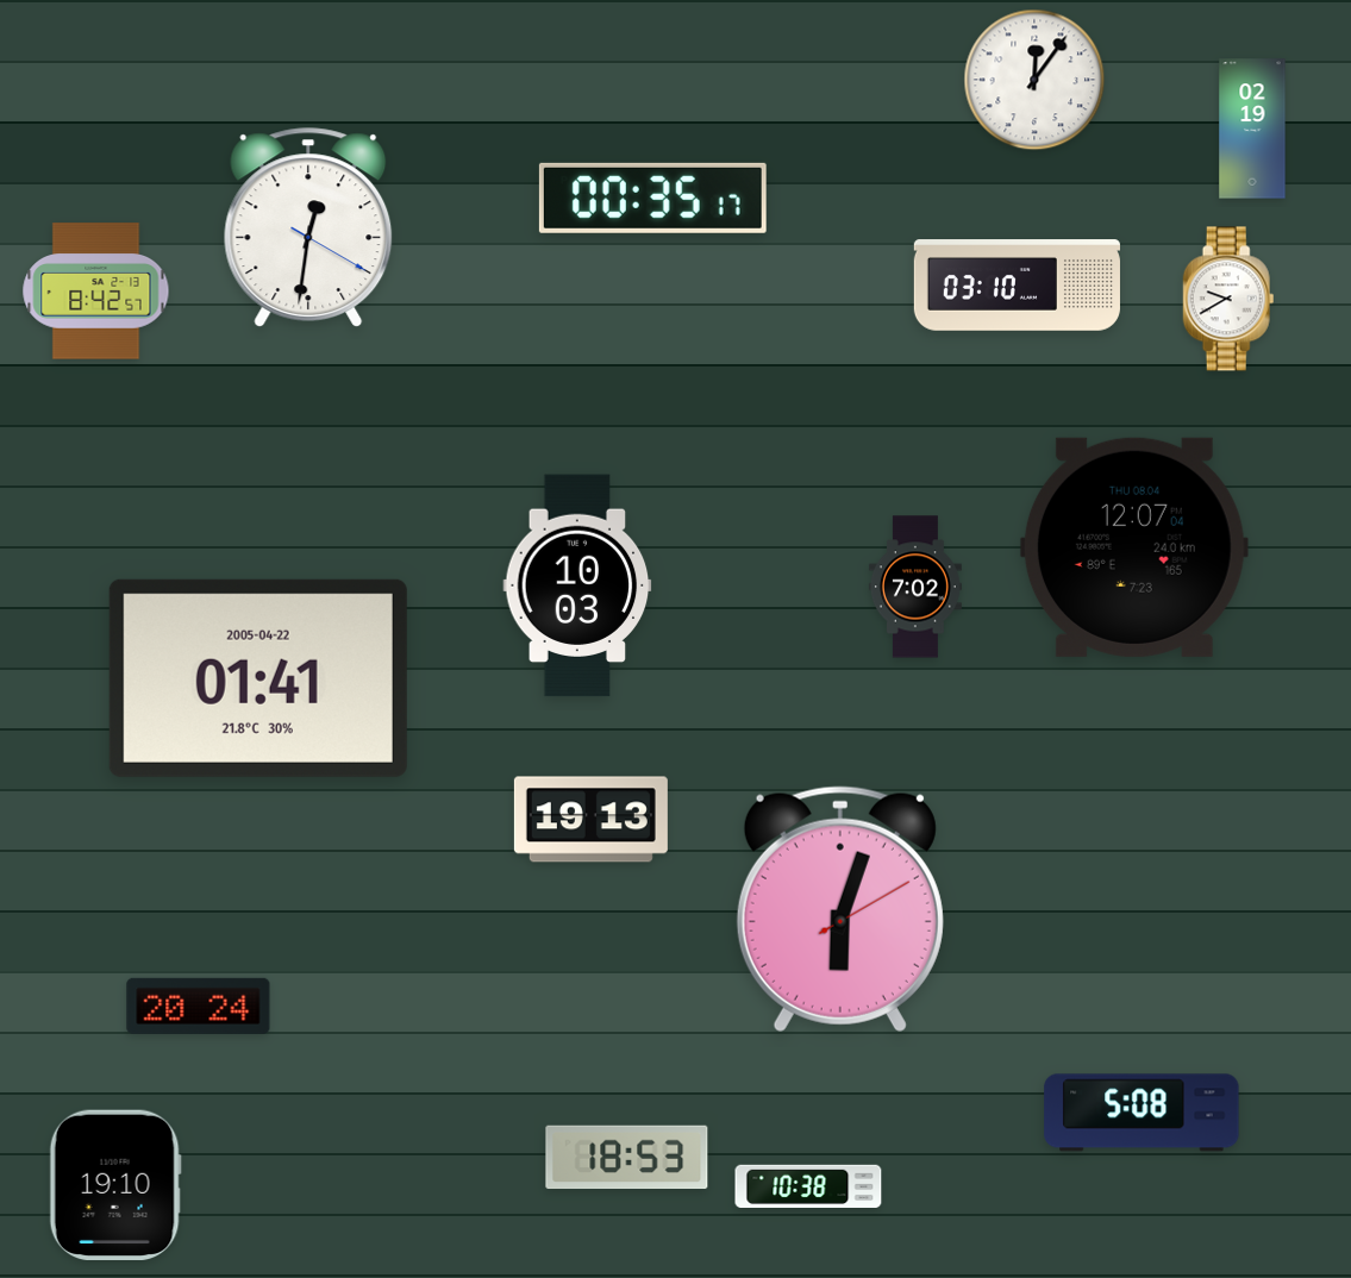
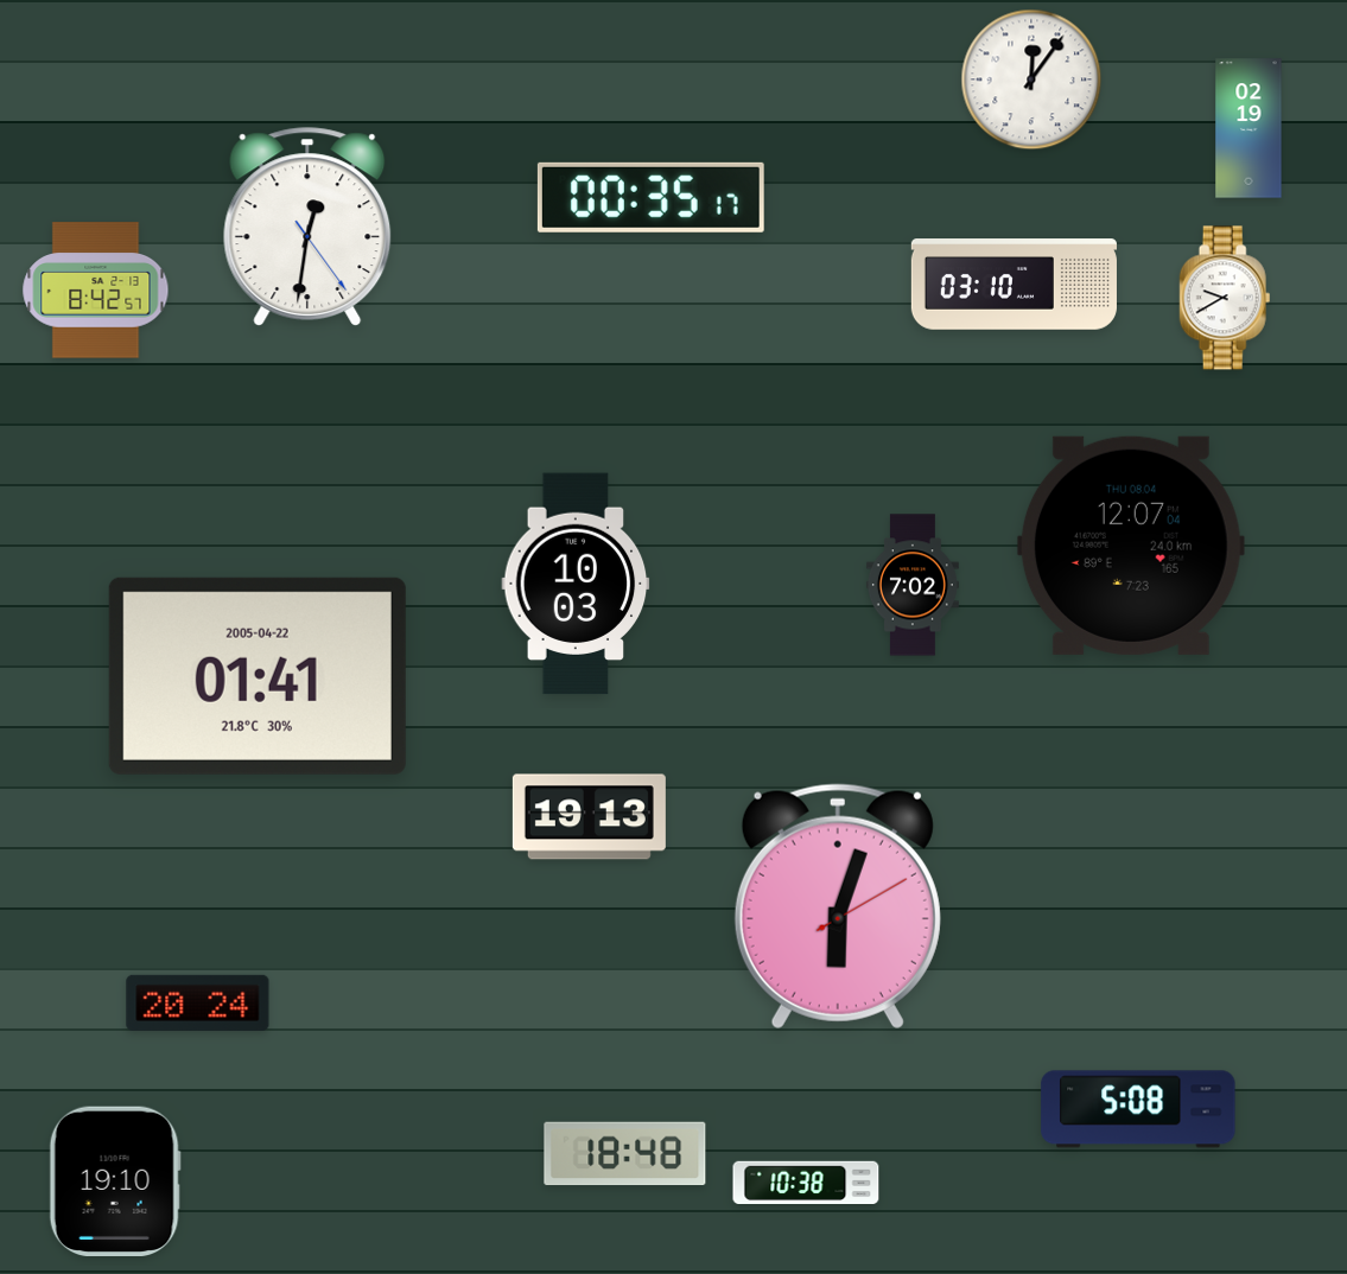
clock at (308, 227): 12:31:20 -> 12:31:24
clock at (627, 1158): 18:53 -> 18:48
